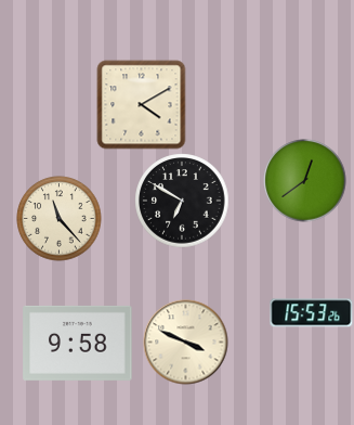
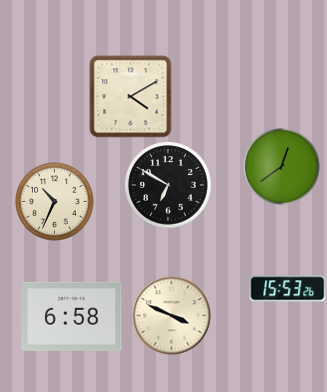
clock at (60, 219): 11:23 -> 10:34
clock at (78, 343): 9:58 -> 6:58
